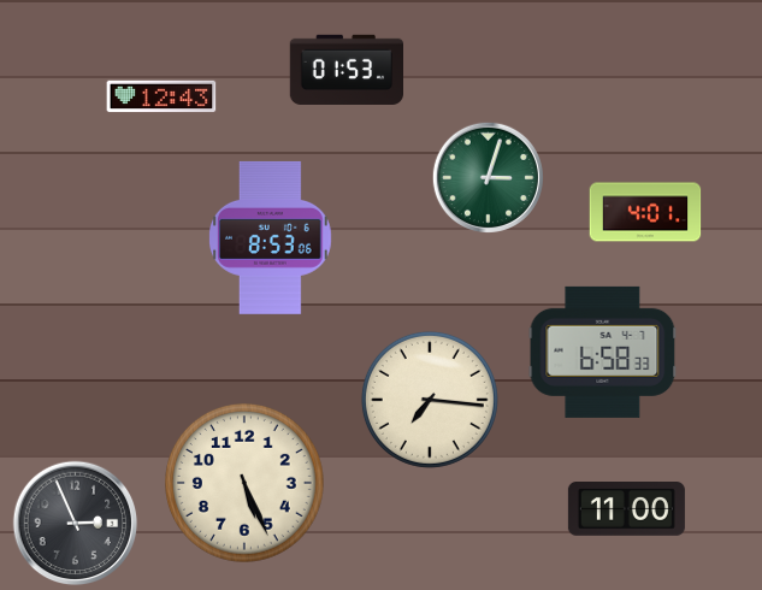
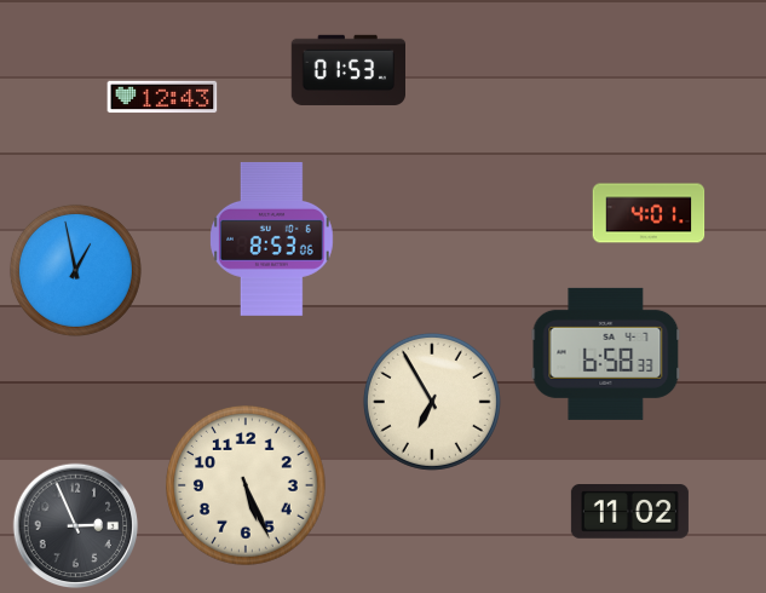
clock at (488, 177): 3:03 -> none
clock at (75, 270): none -> 12:58
clock at (430, 400): 7:16 -> 6:55
clock at (626, 509): 11:00 -> 11:02
